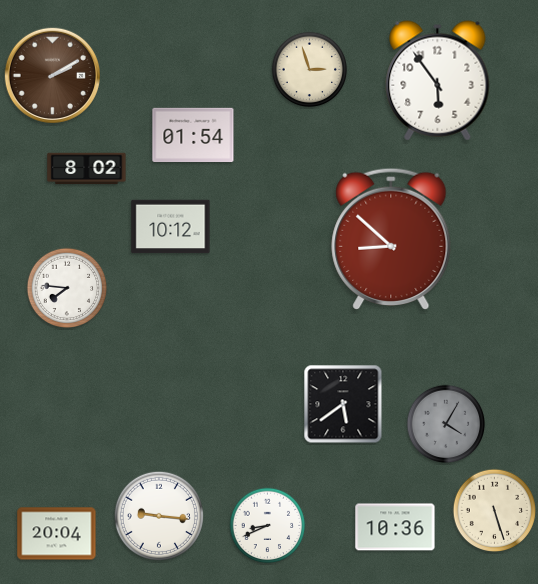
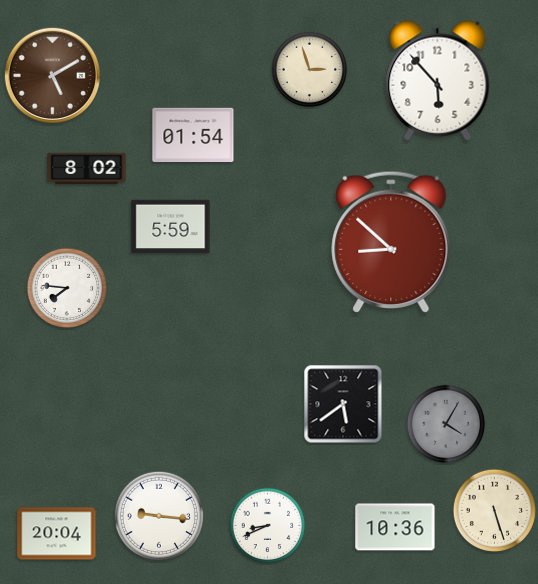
clock at (52, 75): 2:10 -> 5:10
clock at (438, 81): 5:54 -> 5:53
clock at (171, 227): 10:12 -> 5:59
clock at (391, 238) position: (391, 238) -> (391, 241)
